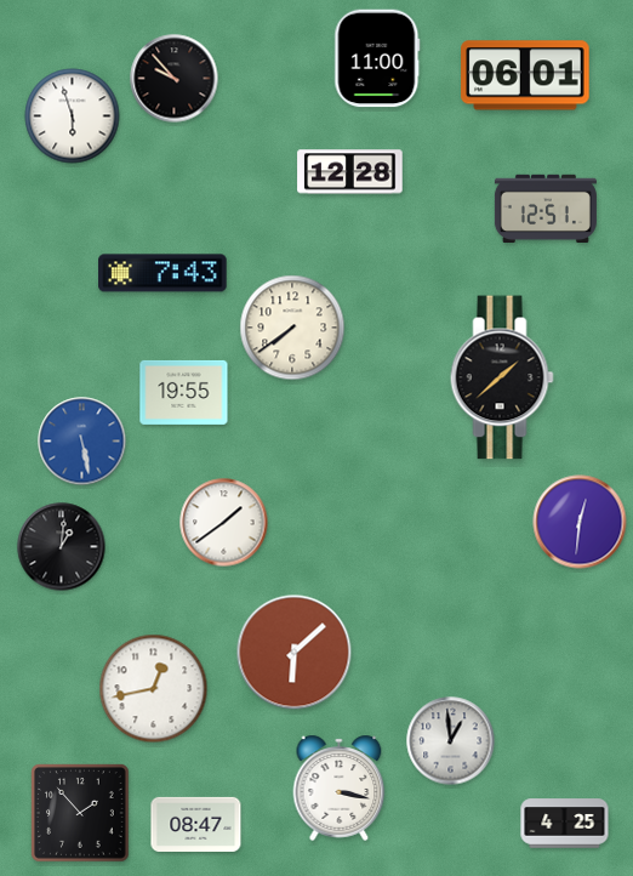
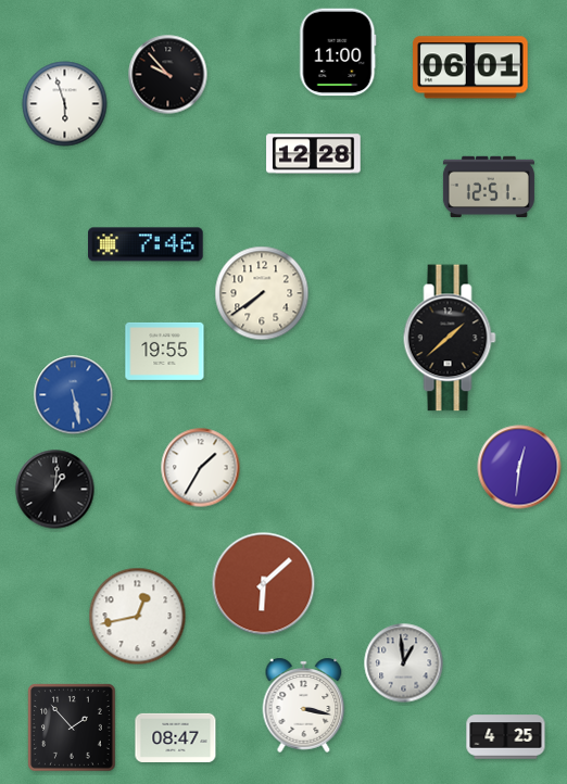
clock at (175, 79) position: (175, 79) -> (168, 75)
clock at (162, 273): 7:43 -> 7:46
clock at (224, 523): 1:39 -> 1:35
